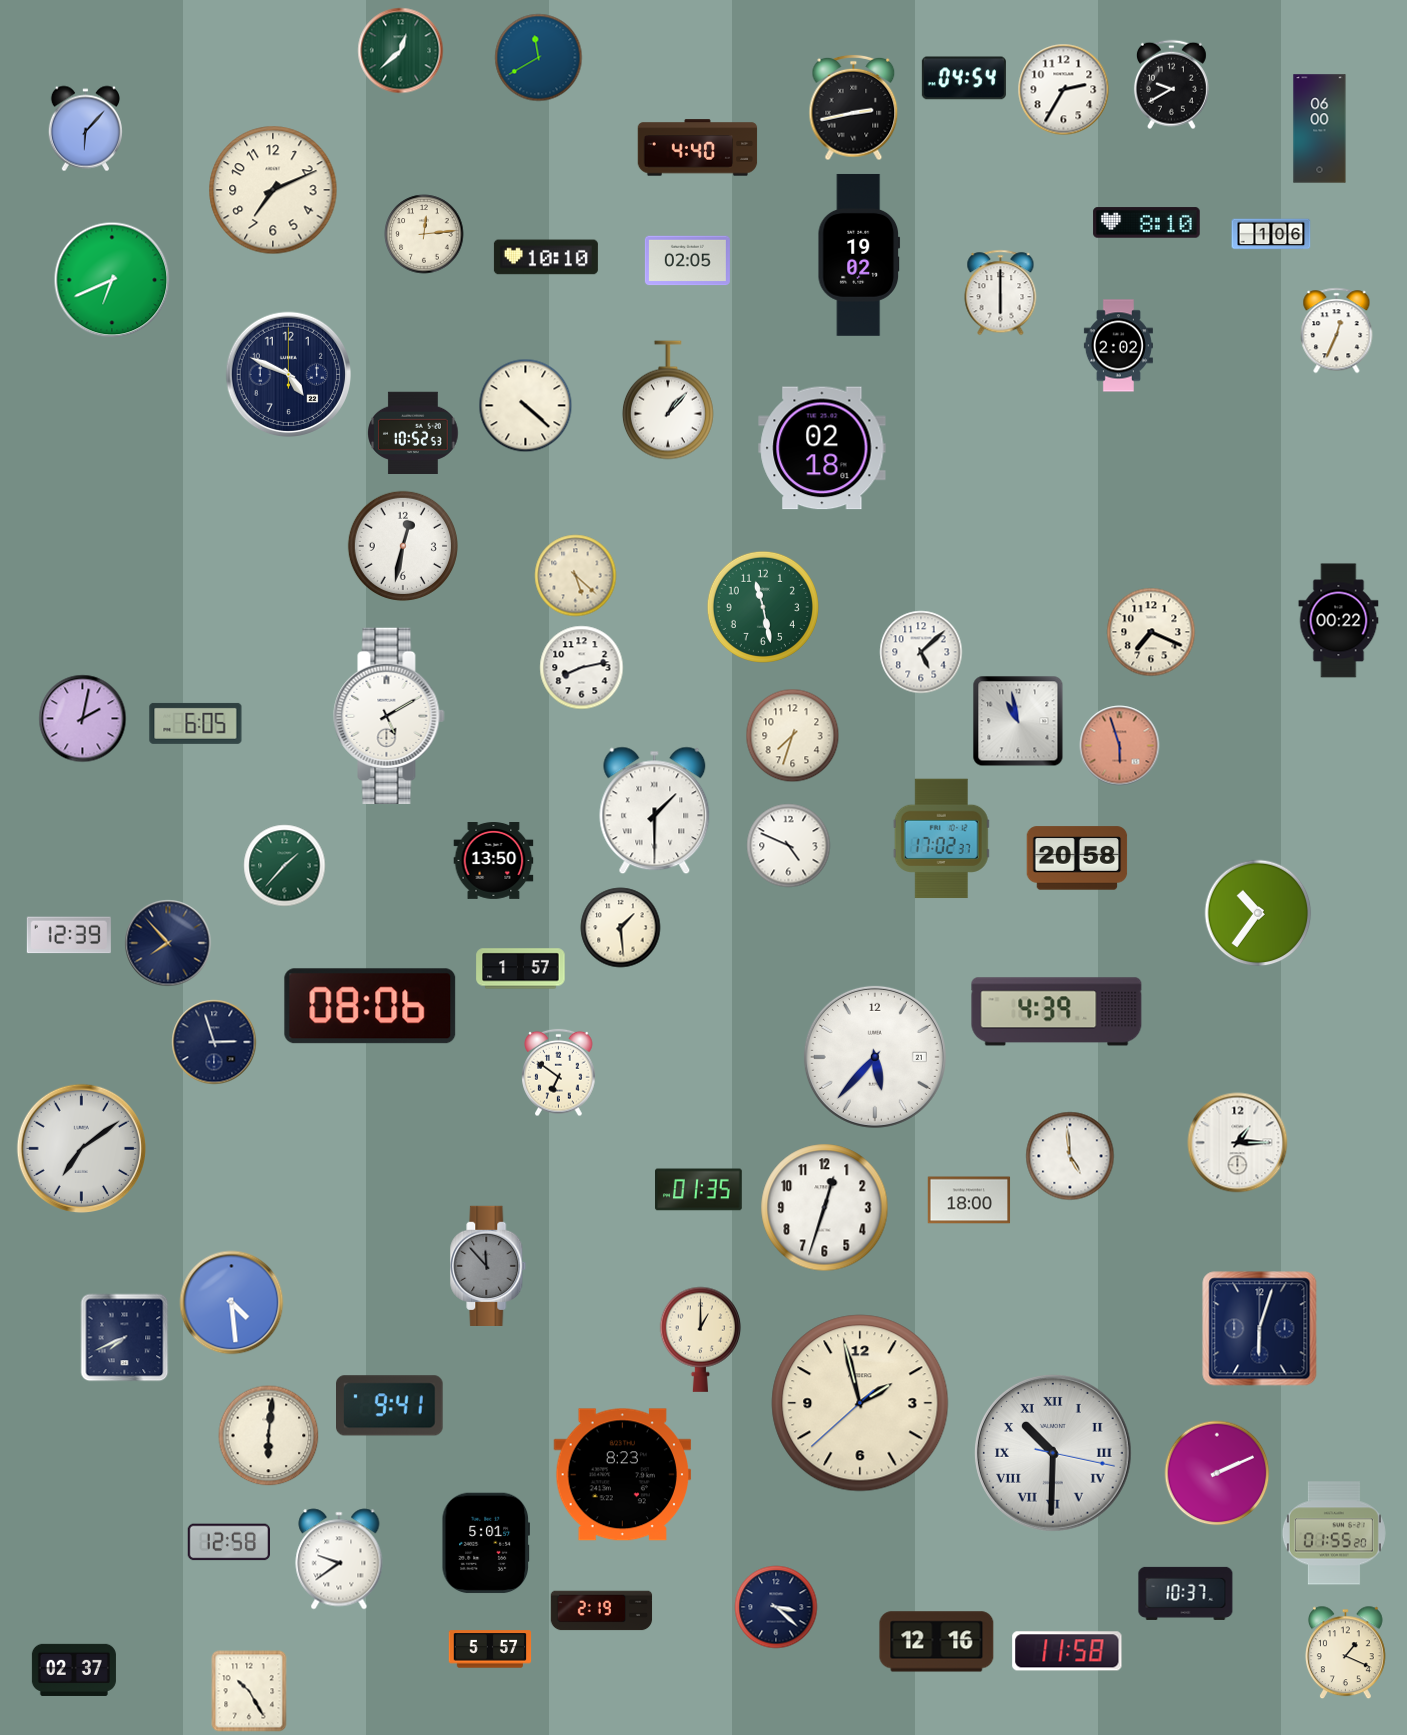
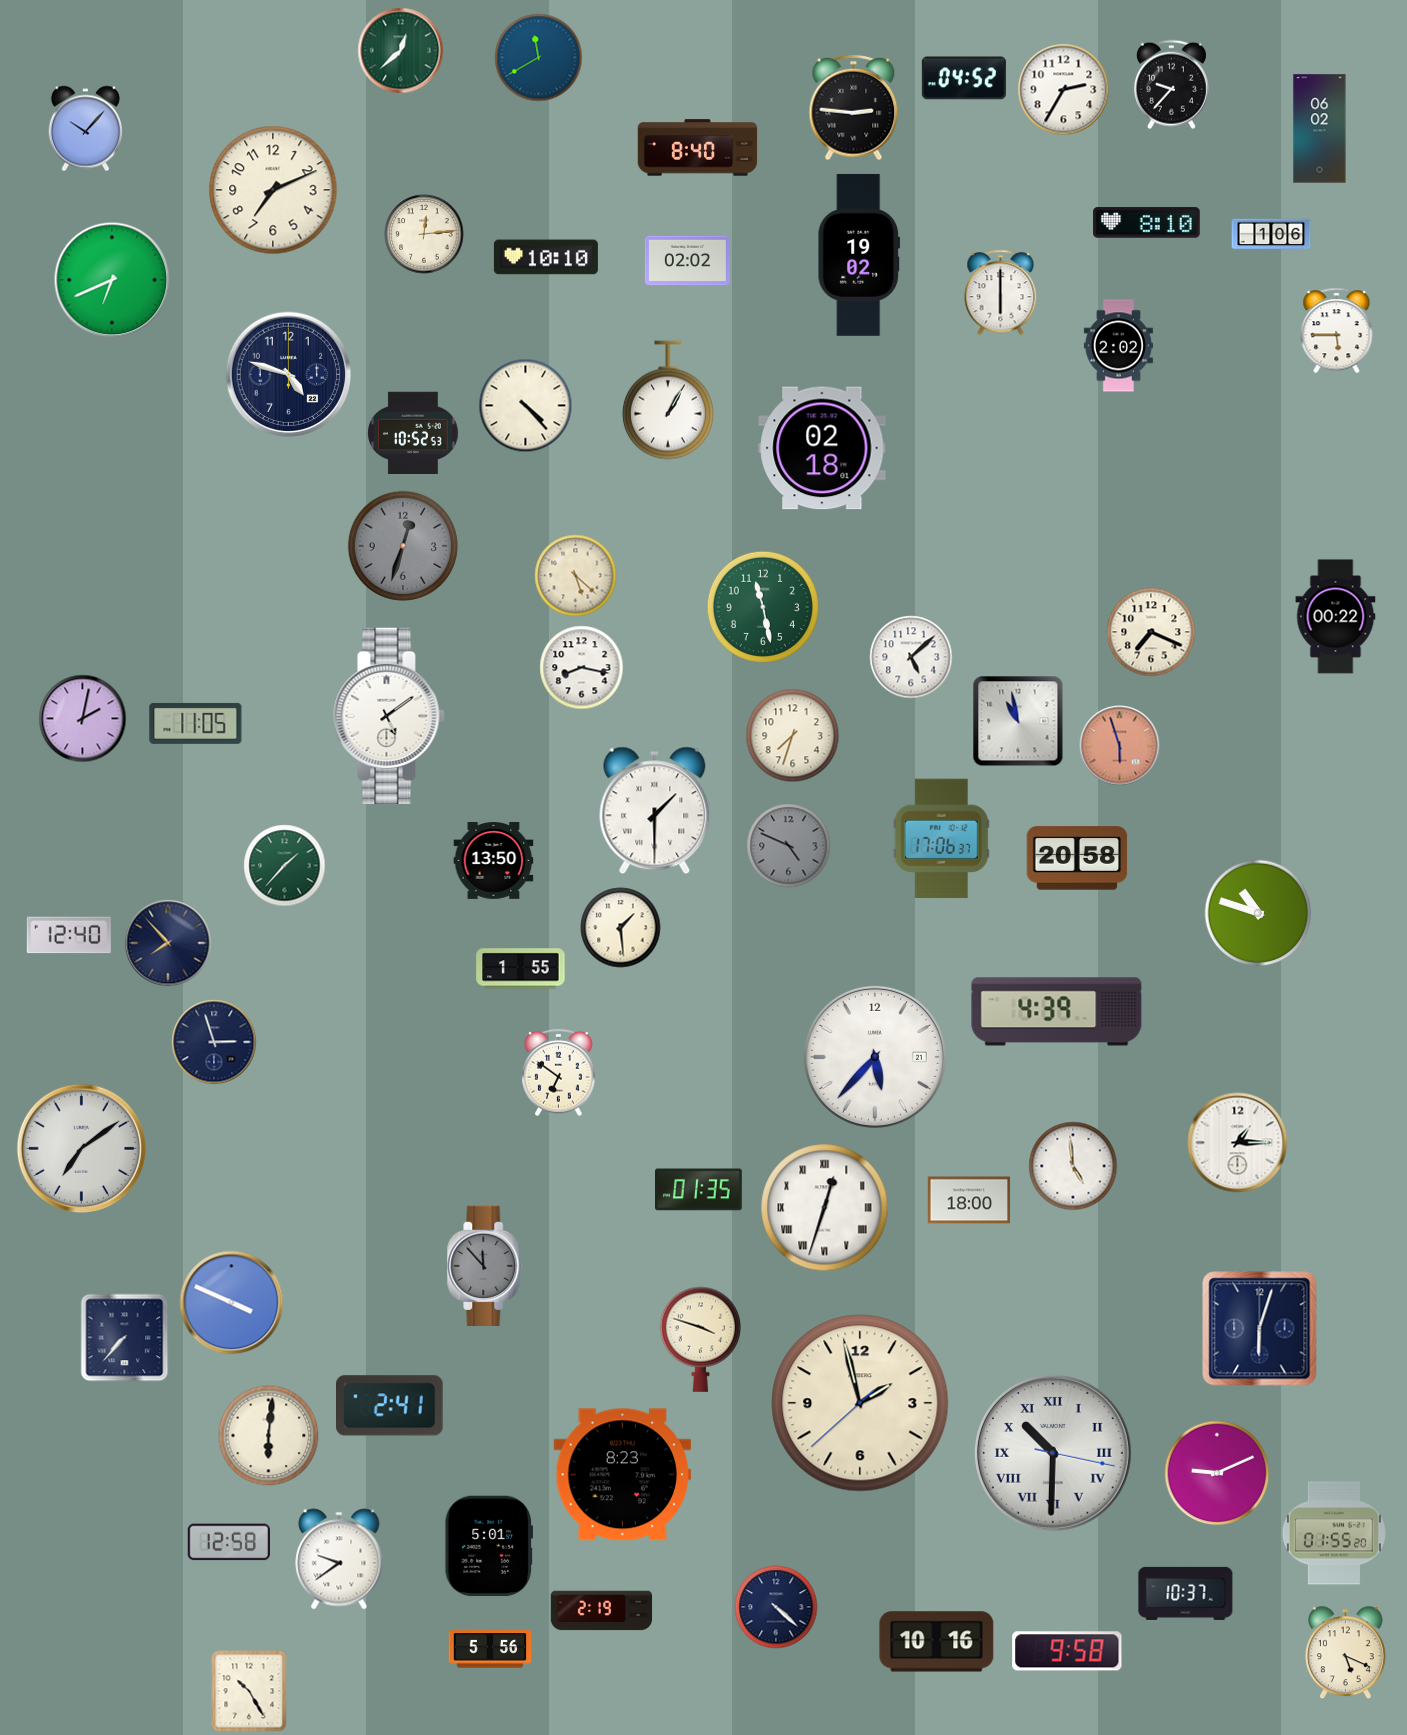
clock at (964, 78): 04:54 -> 04:52
clock at (1171, 85): 9:40 -> 9:37
clock at (854, 108): 2:43 -> 2:46
clock at (85, 129): 6:07 -> 10:07
clock at (1320, 129): 06:00 -> 06:02
clock at (698, 148): 4:40 -> 8:40
clock at (687, 261): 02:05 -> 02:02
clock at (1337, 331): 12:34 -> 5:45
clock at (288, 374): 4:49 -> 4:48
clock at (668, 400): 1:07 -> 1:05
clock at (526, 406): 4:22 -> 4:23
clock at (403, 546): 12:32 -> 12:33
clock at (403, 546) dial: white -> grey
clock at (1339, 621) position: (1339, 621) -> (1336, 617)
clock at (921, 652) position: (921, 652) -> (911, 657)
clock at (582, 668): 8:13 -> 8:17
clock at (389, 716): 5:10 -> 5:09
clock at (196, 723): 6:05 -> 11:05
clock at (941, 839): 17:02 -> 17:06
clock at (789, 846) dial: white -> grey
clock at (1258, 913): 10:36 -> 10:48
clock at (69, 935): 12:39 -> 12:40
clock at (521, 969): 1:57 -> 1:55
clock at (370, 1006): 08:06 -> none
clock at (1070, 1156) position: (1070, 1156) -> (1073, 1166)
clock at (825, 1208) numerals: Arabic -> Roman
clock at (488, 1265) position: (488, 1265) -> (485, 1265)
clock at (232, 1303): 4:29 -> 3:49
clock at (125, 1338): 7:41 -> 7:37
clock at (701, 1339): 1:00 -> 3:48
clock at (390, 1406): 9:41 -> 2:41
clock at (1217, 1473): 2:11 -> 9:11
clock at (485, 1543) position: (485, 1543) -> (488, 1546)
clock at (776, 1607): 3:22 -> 4:22
clock at (937, 1642): 12:16 -> 10:16
clock at (490, 1649): 5:57 -> 5:56
clock at (1067, 1651): 11:58 -> 9:58
clock at (1345, 1653): 1:19 -> 5:19
clock at (74, 1670): 02:37 -> none
